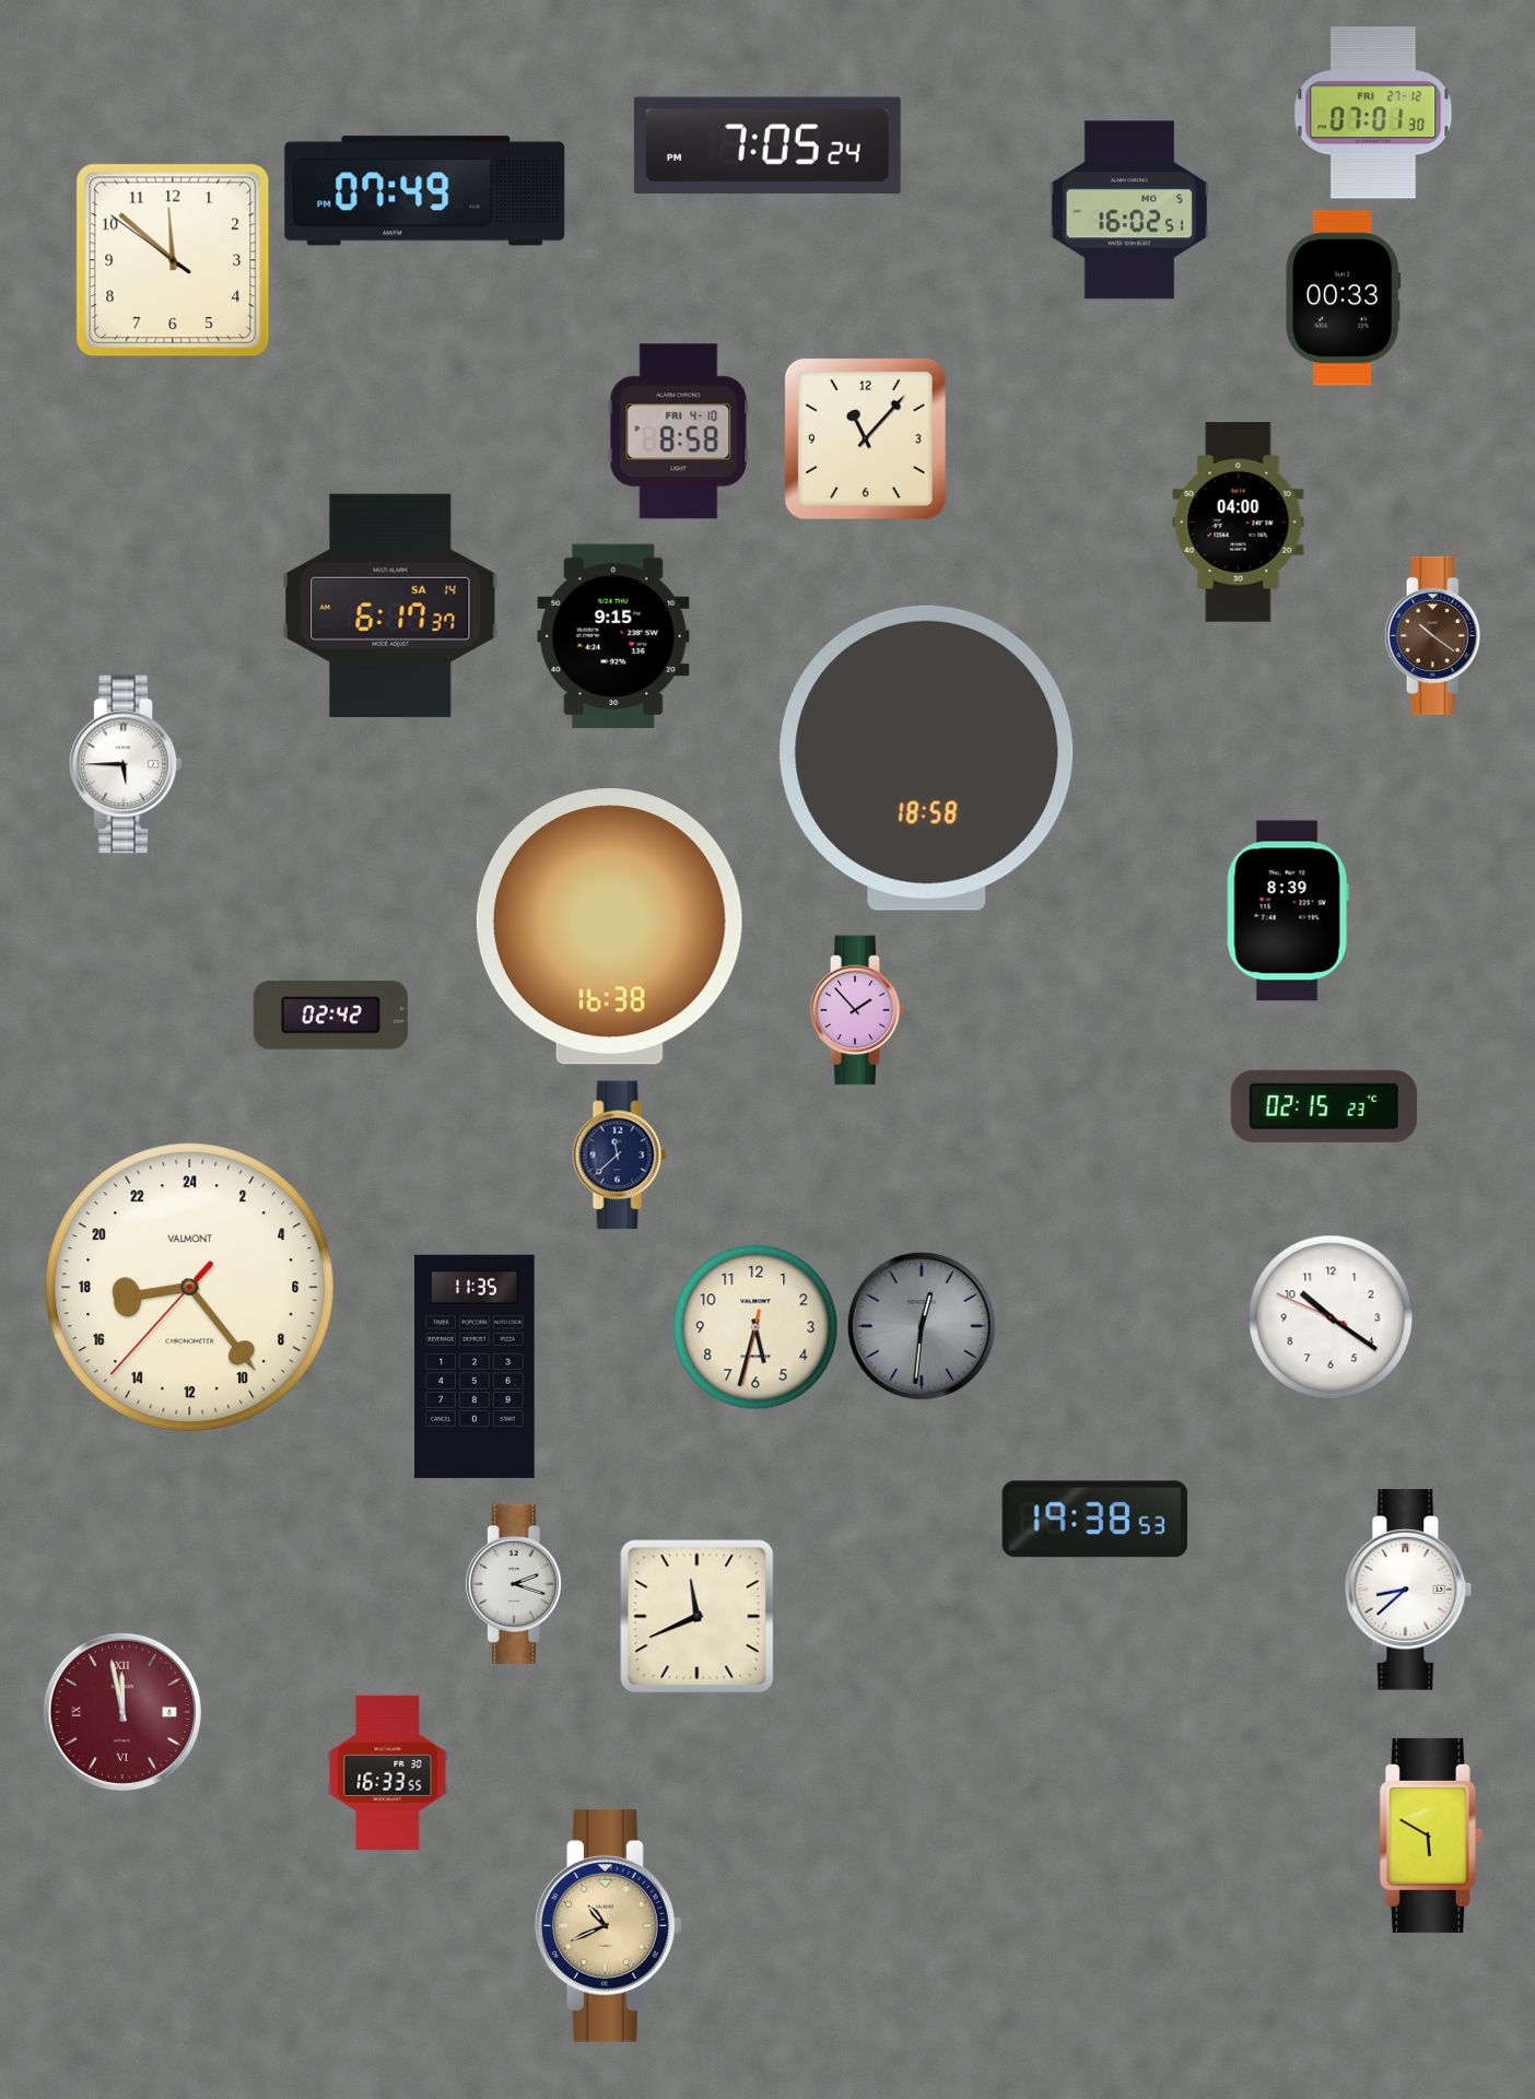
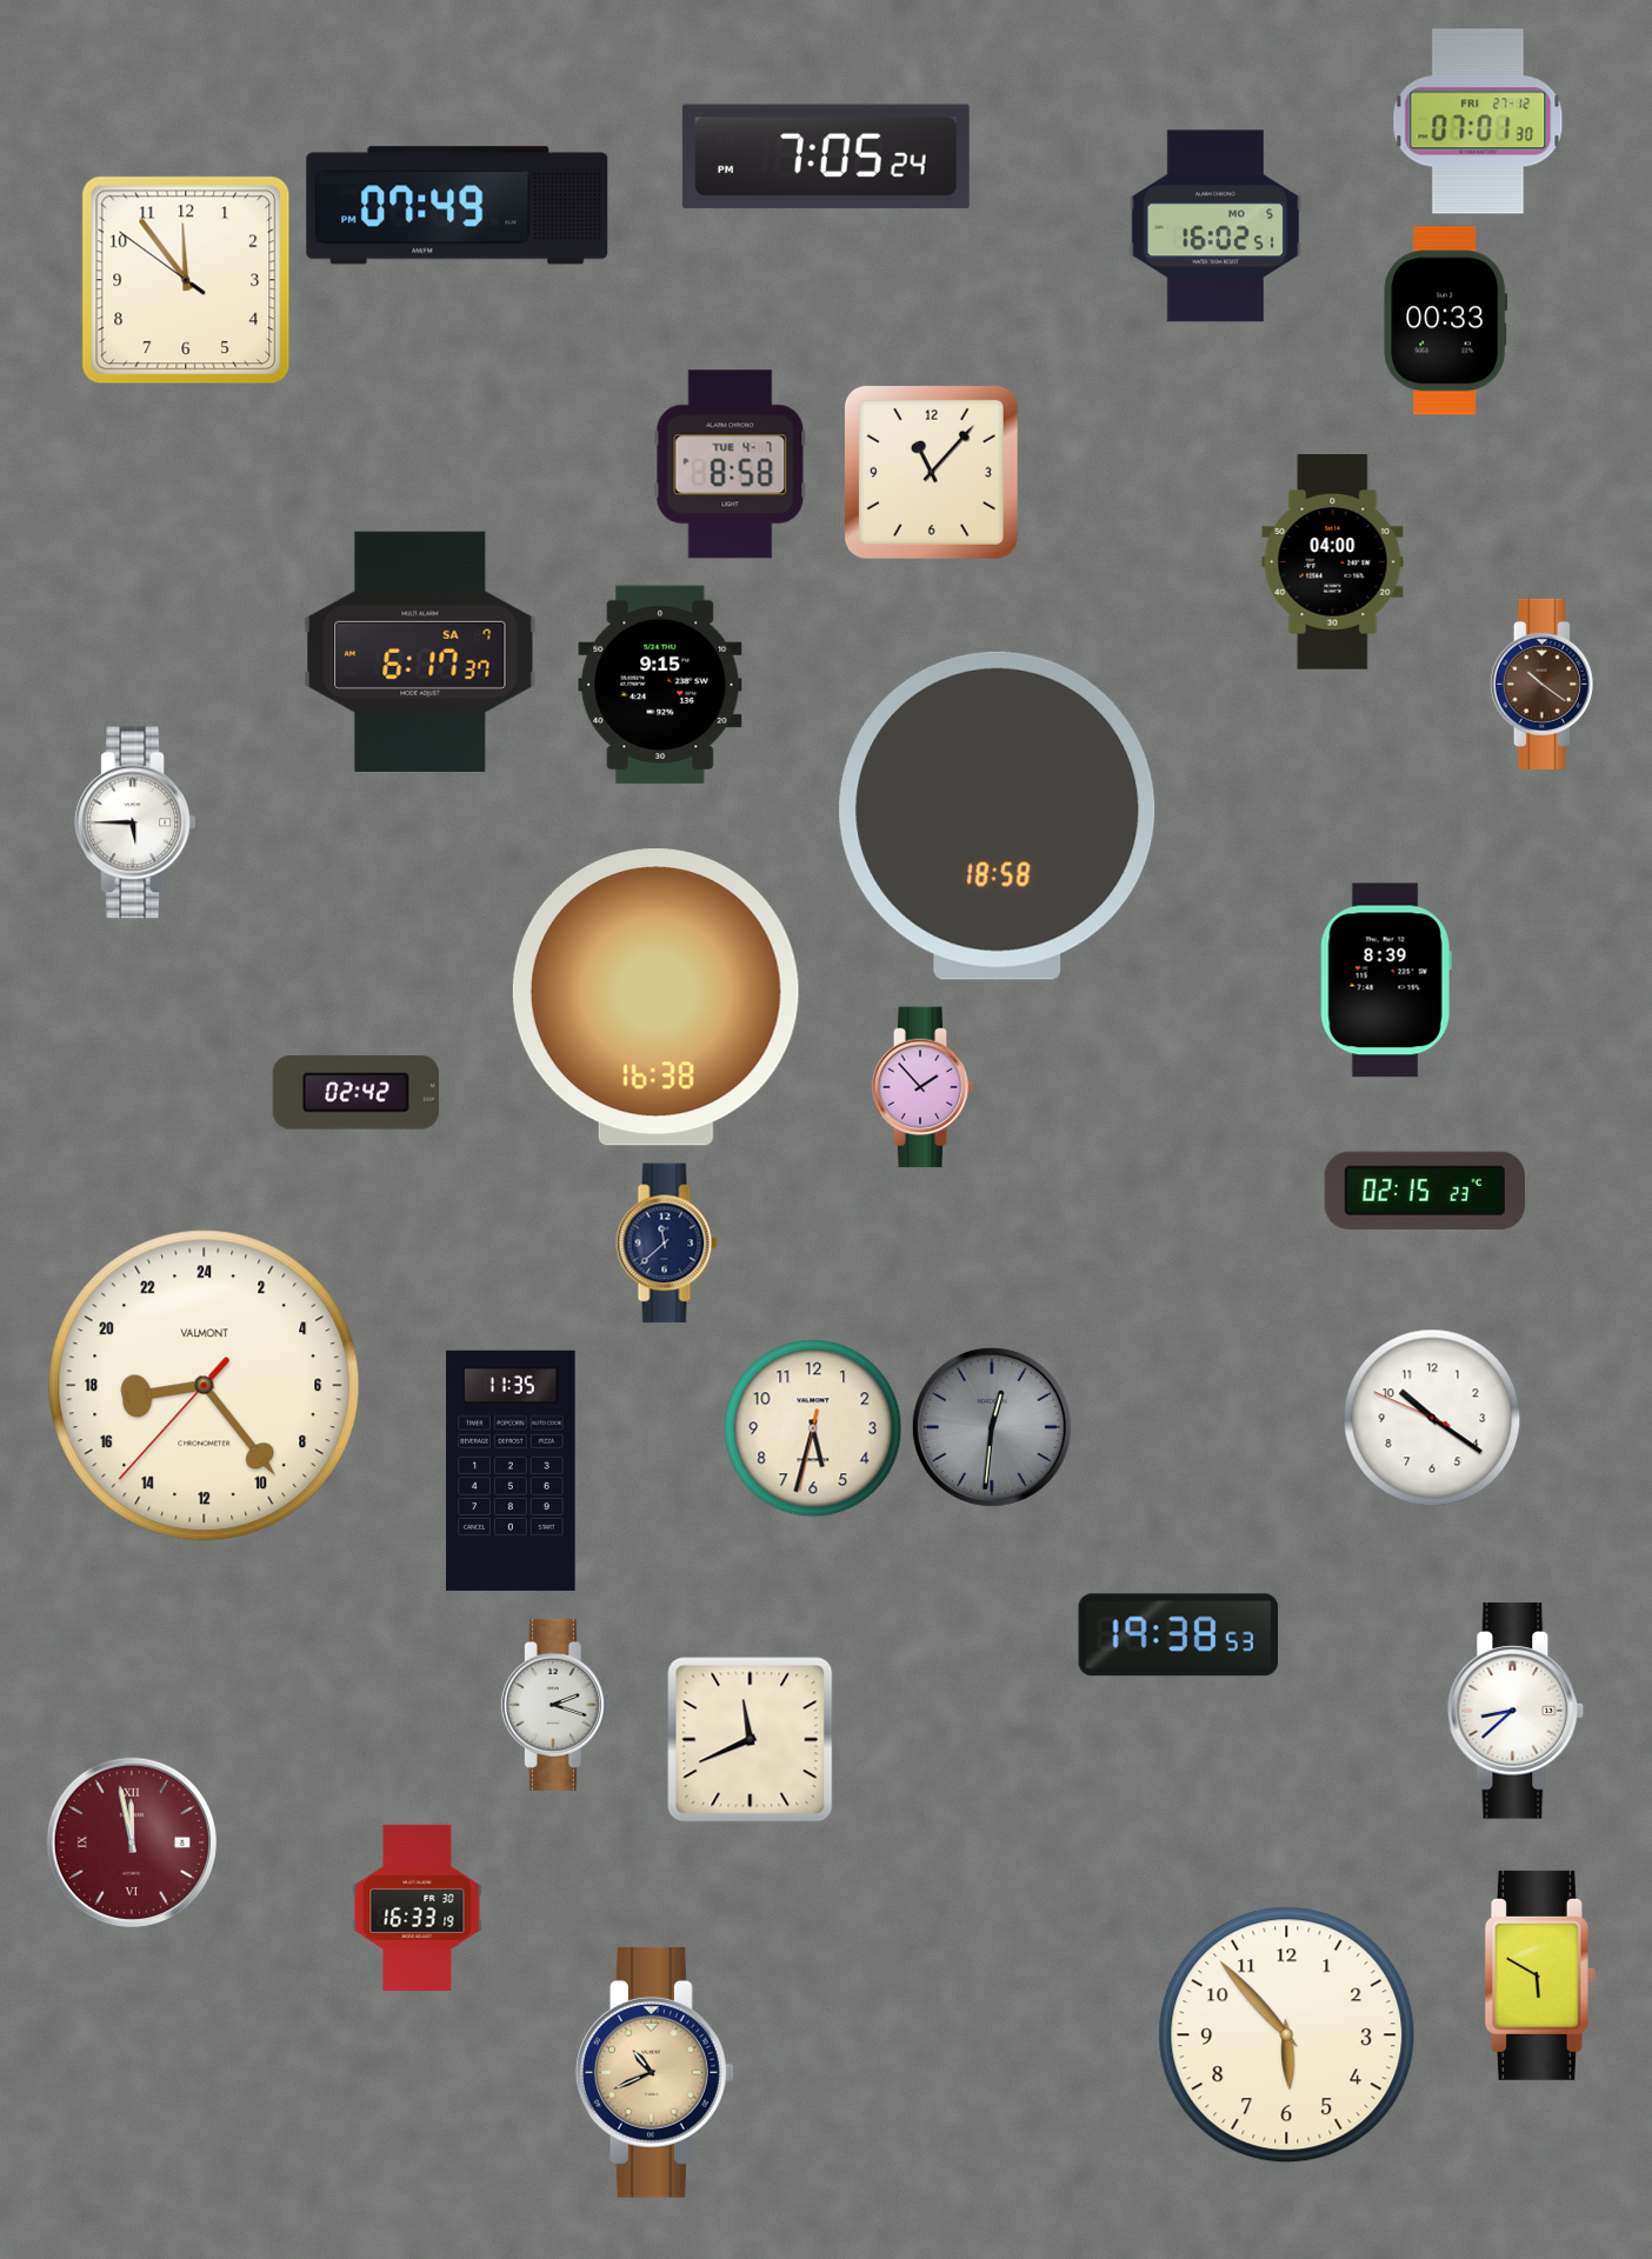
clock at (173, 260): 11:51 -> 11:53
clock at (679, 432) date: FRI 4-10 -> TUE 4-7
clock at (390, 606) date: SA 14 -> SA 7
clock at (388, 1772): 16:33:55 -> 16:33:19
clock at (1287, 2035): none -> 5:53
